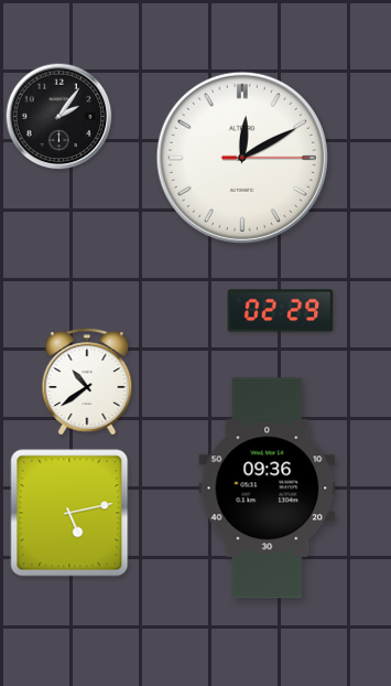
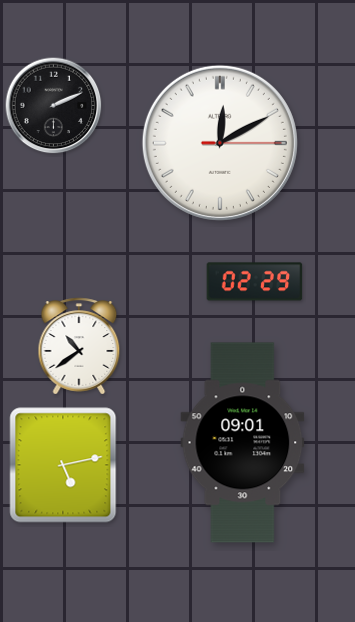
clock at (59, 117): 2:06 -> 2:11
clock at (268, 489): 09:36 -> 09:01
